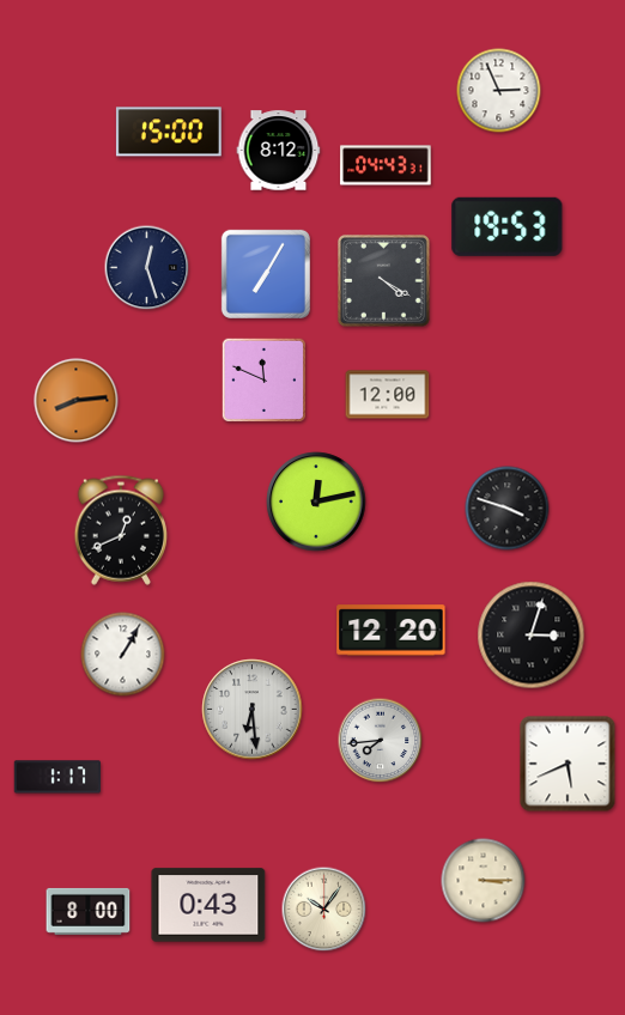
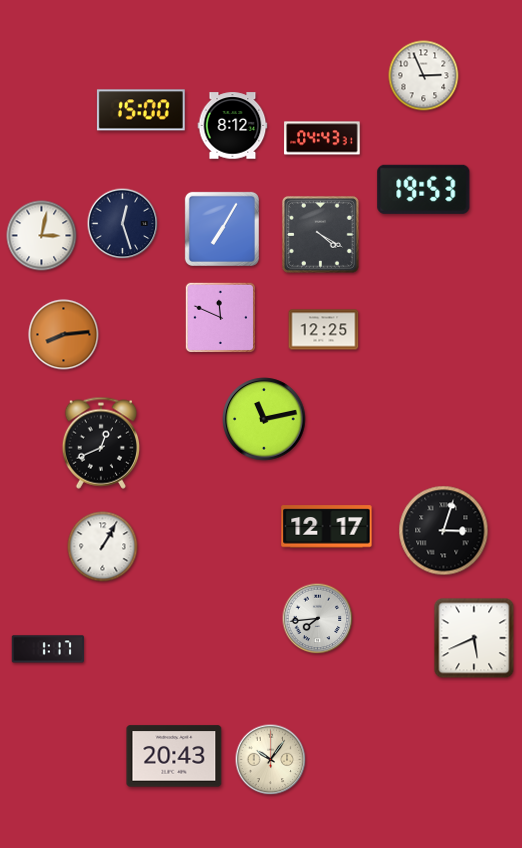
clock at (499, 91) position: (499, 91) -> (424, 76)
clock at (42, 236): none -> 3:02
clock at (388, 395): 12:00 -> 12:25
clock at (316, 502): 12:13 -> 11:13
clock at (508, 509): 3:48 -> none
clock at (392, 631): 12:20 -> 12:17
clock at (253, 710): 6:29 -> none
clock at (484, 881): 3:15 -> none
clock at (208, 905): 0:43 -> 20:43
clock at (89, 911): 8:00 -> none
